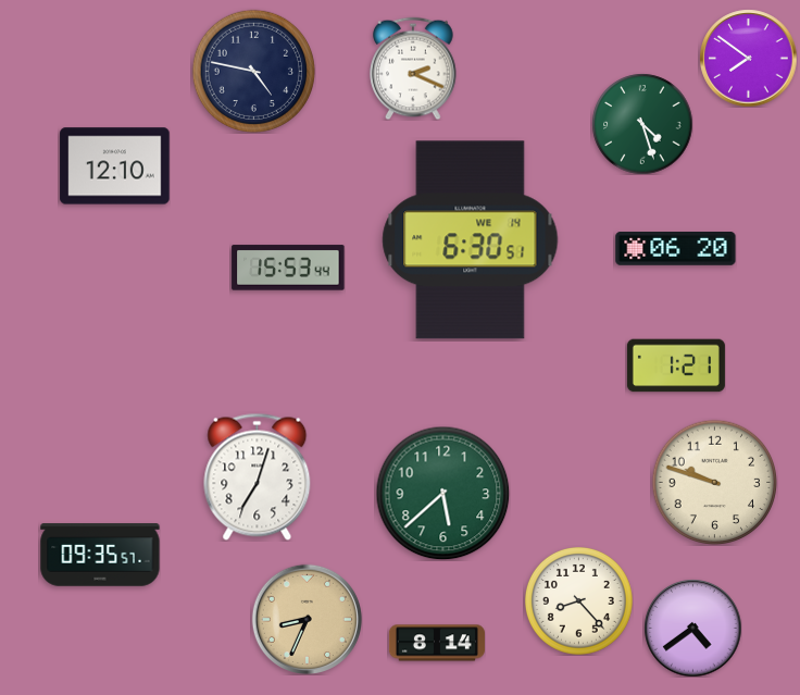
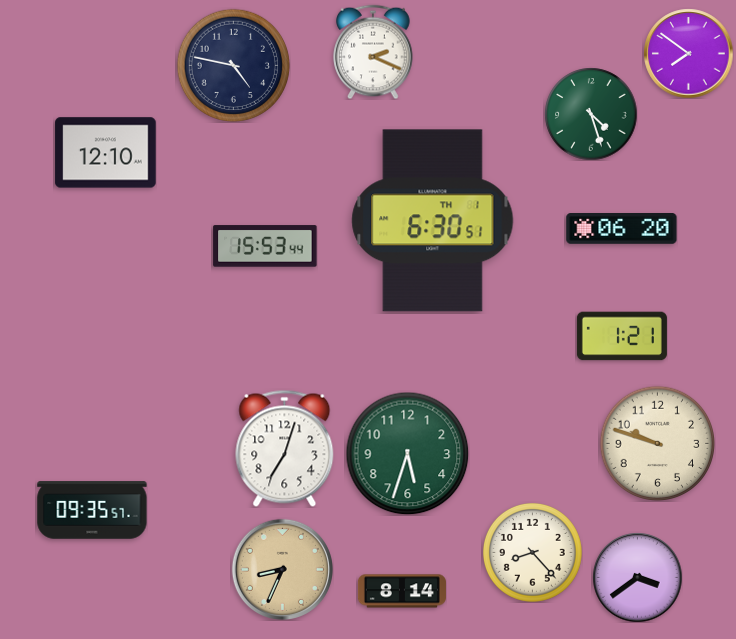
clock at (413, 69) position: (413, 69) -> (373, 52)
clock at (471, 240) date: WE 14 -> TH 1
clock at (258, 476) position: (258, 476) -> (285, 448)
clock at (442, 493): 5:38 -> 5:33
clock at (692, 628): 4:39 -> 3:39
